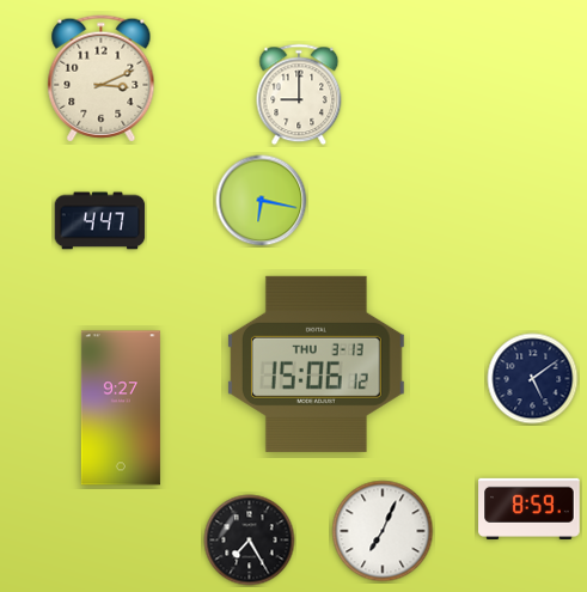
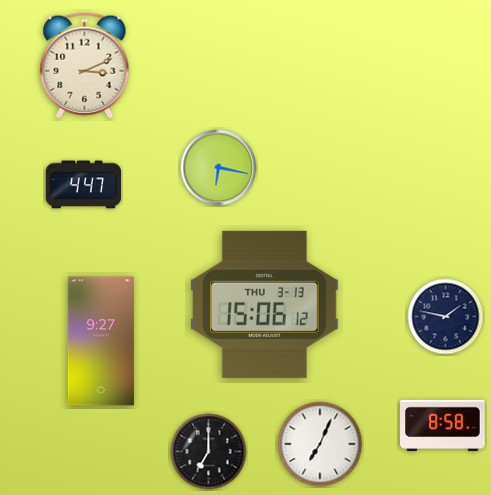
clock at (299, 94): 9:00 -> none
clock at (533, 379): 5:09 -> 1:47
clock at (530, 508): 8:59 -> 8:58
clock at (250, 541): 7:25 -> 7:00
